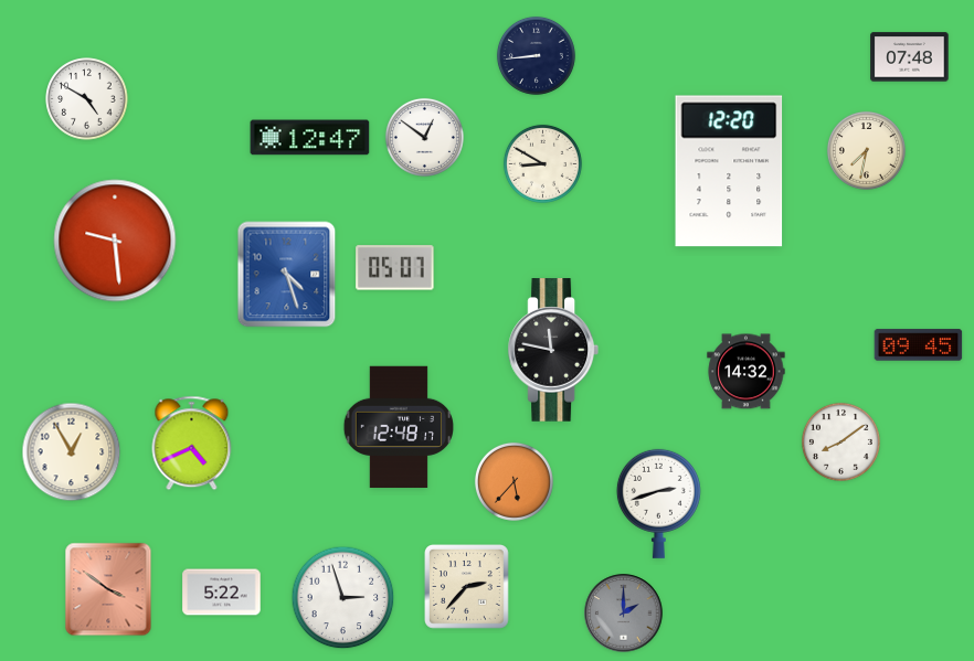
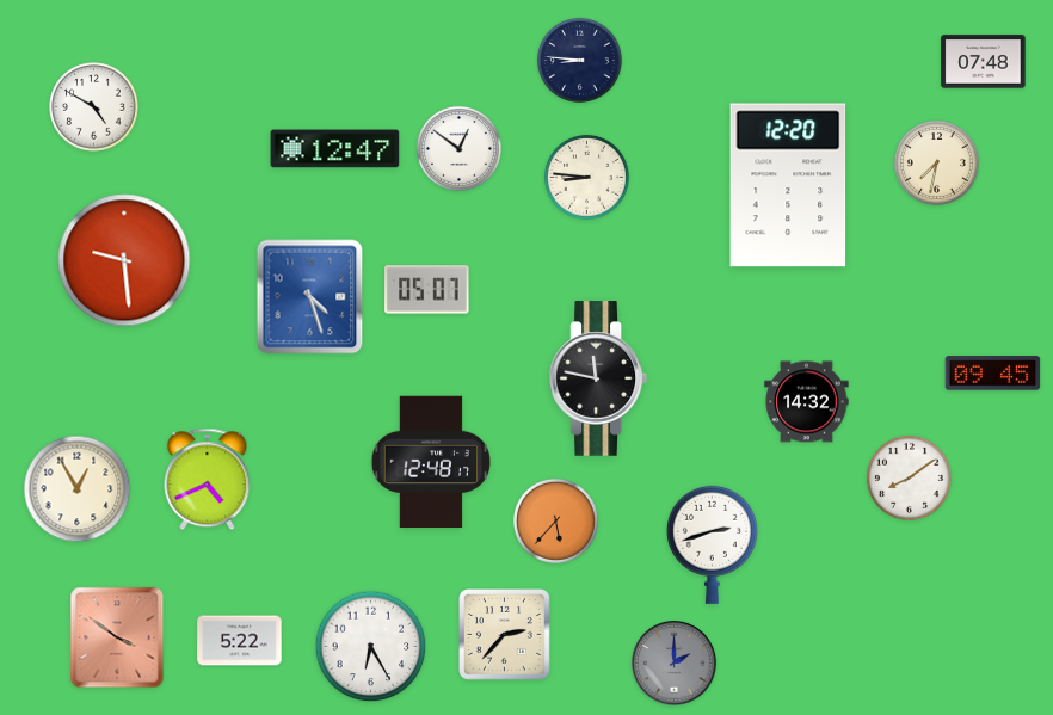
clock at (536, 55): 8:44 -> 8:46
clock at (542, 163): 8:50 -> 8:46
clock at (343, 598): 2:57 -> 6:25
